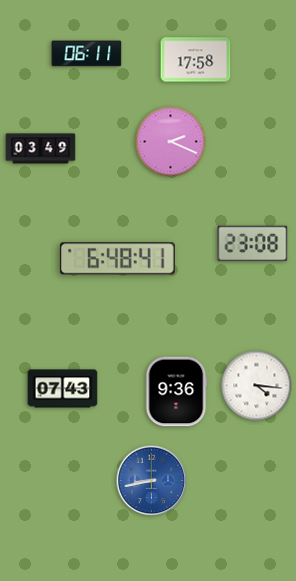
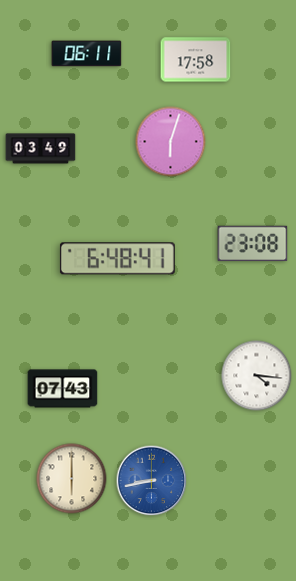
clock at (171, 142): 2:19 -> 6:03
clock at (257, 386) position: (257, 386) -> (257, 376)
clock at (176, 392): 9:36 -> none
clock at (72, 479): none -> 6:00
